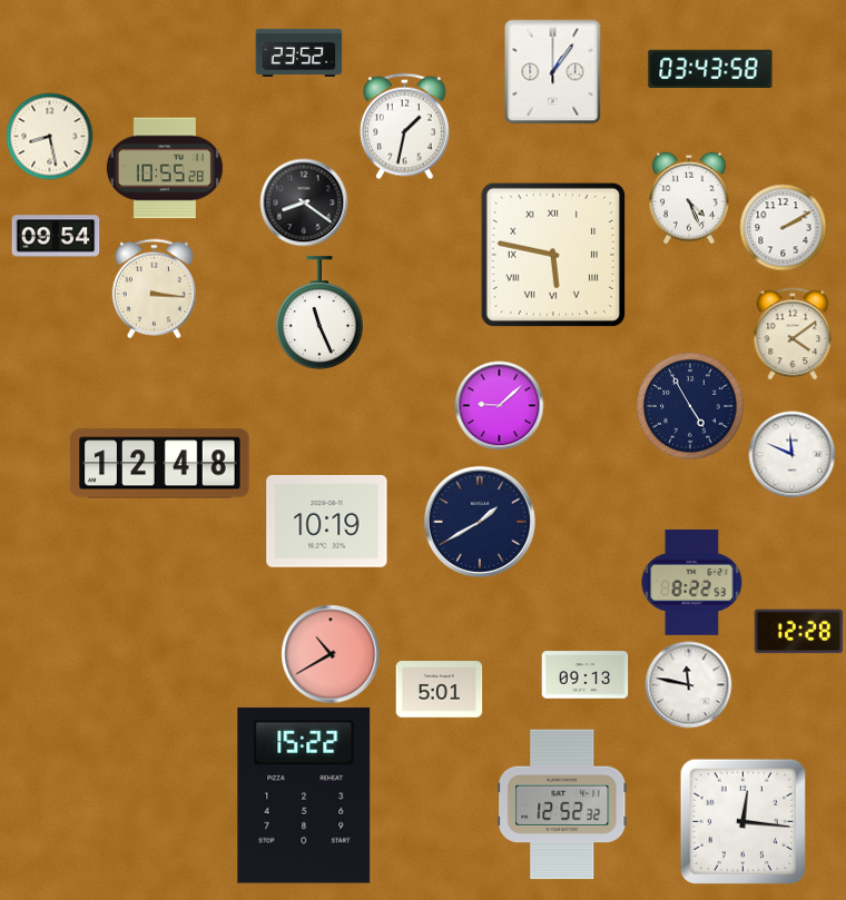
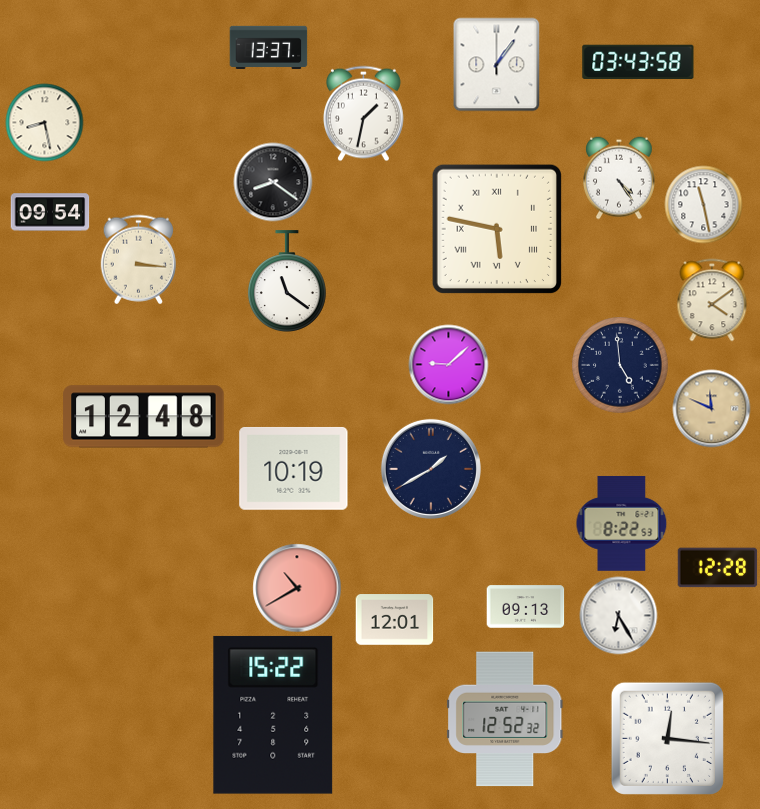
clock at (298, 52): 23:52 -> 13:37
clock at (165, 168): 10:55 -> none
clock at (690, 198): 4:26 -> 4:24
clock at (783, 227): 2:10 -> 11:28
clock at (319, 313): 11:26 -> 11:21
clock at (690, 406): 4:55 -> 4:59
clock at (791, 454) dial: white -> champagne
clock at (688, 684): 11:47 -> 6:25
clock at (439, 690): 5:01 -> 12:01
clock at (562, 804) position: (562, 804) -> (505, 719)
